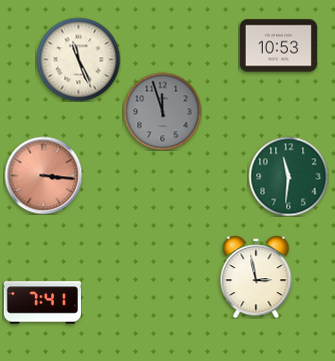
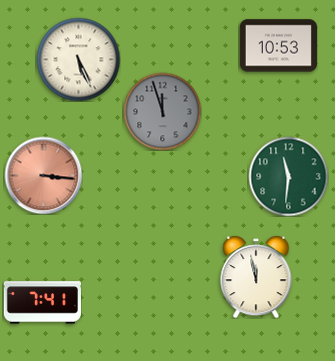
clock at (78, 59): 11:26 -> 5:26
clock at (256, 277): 2:58 -> 11:58
